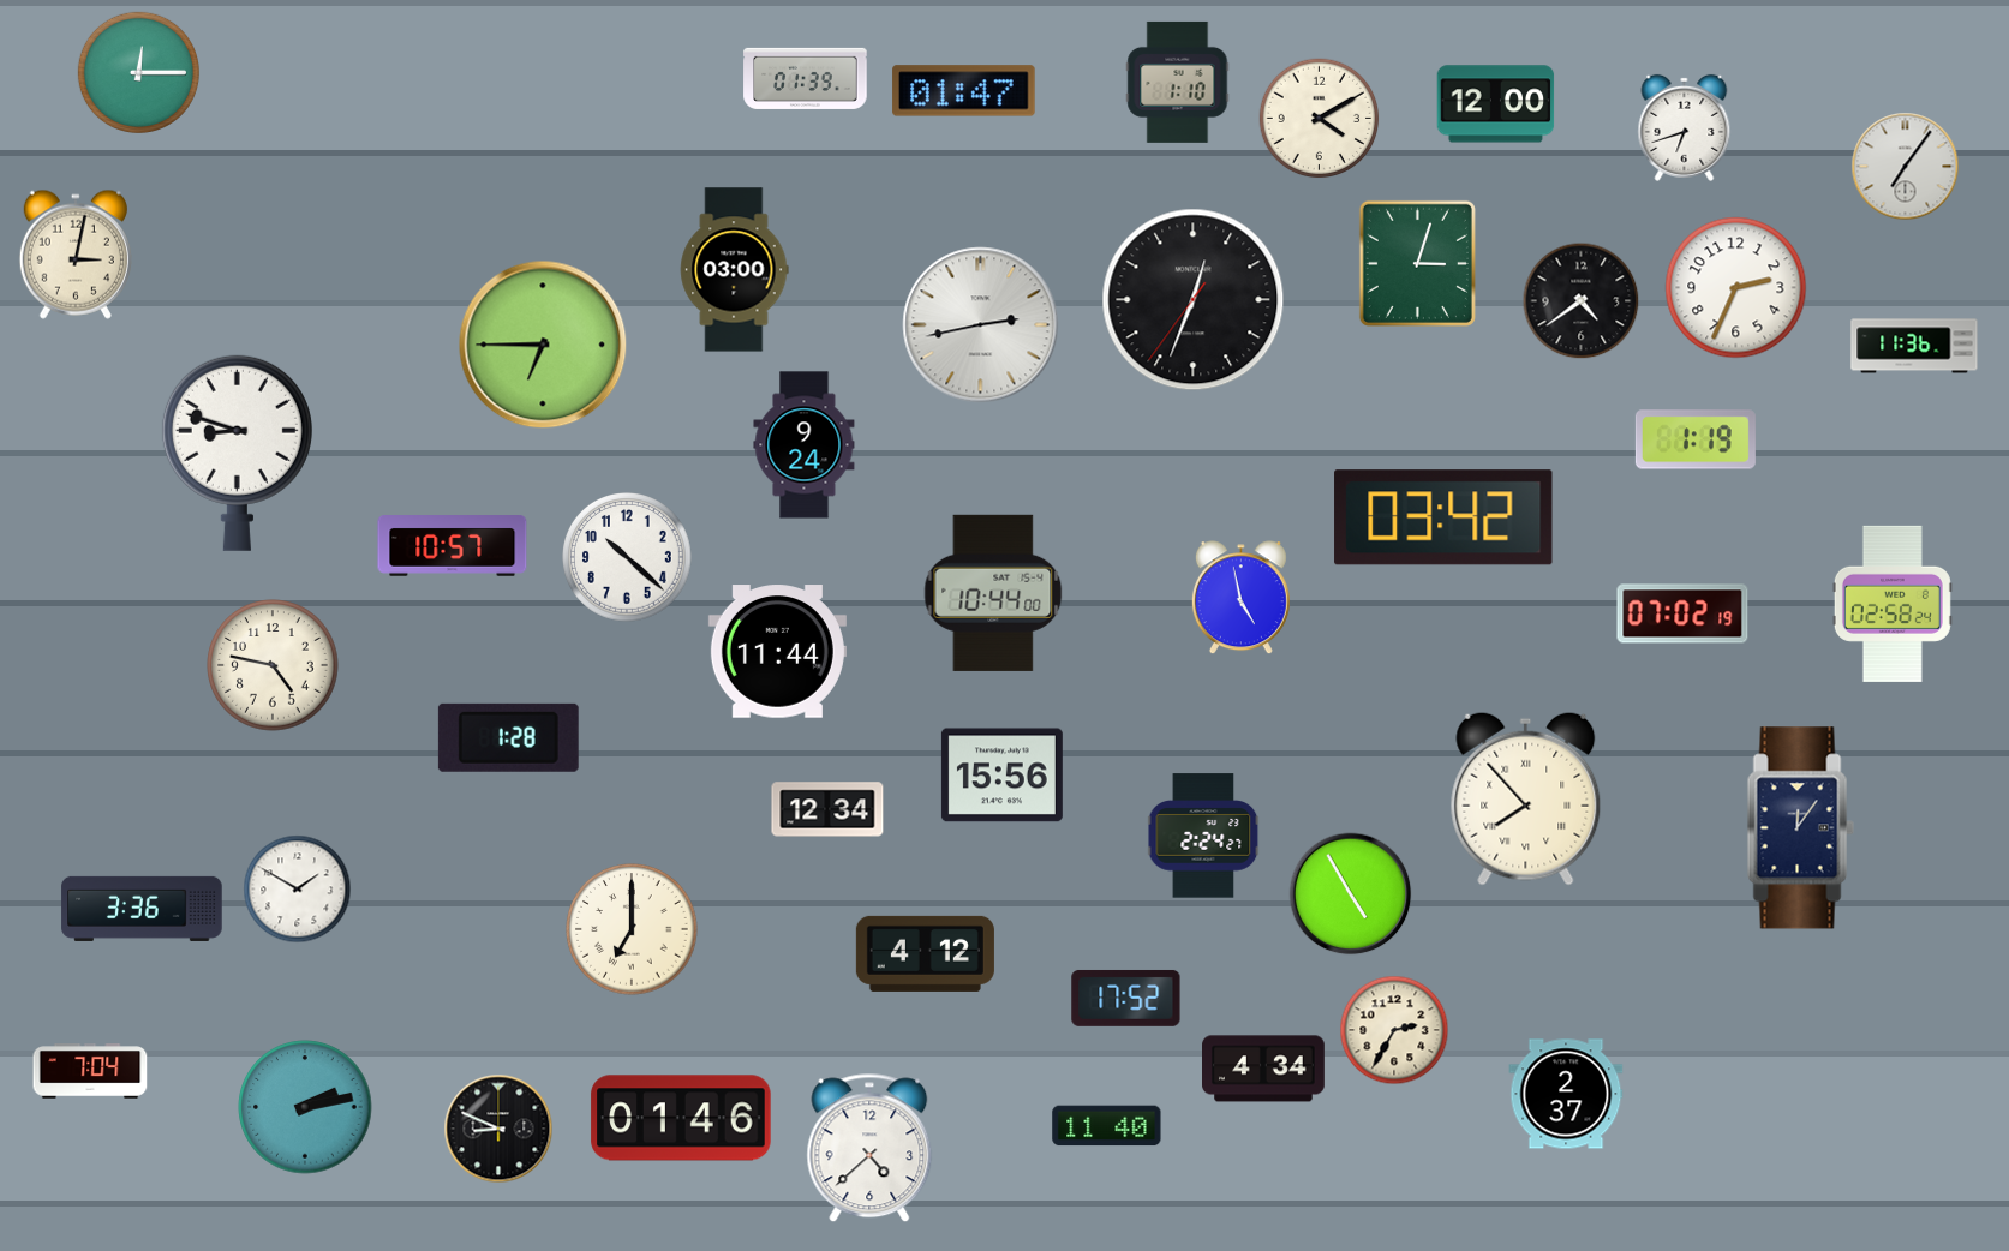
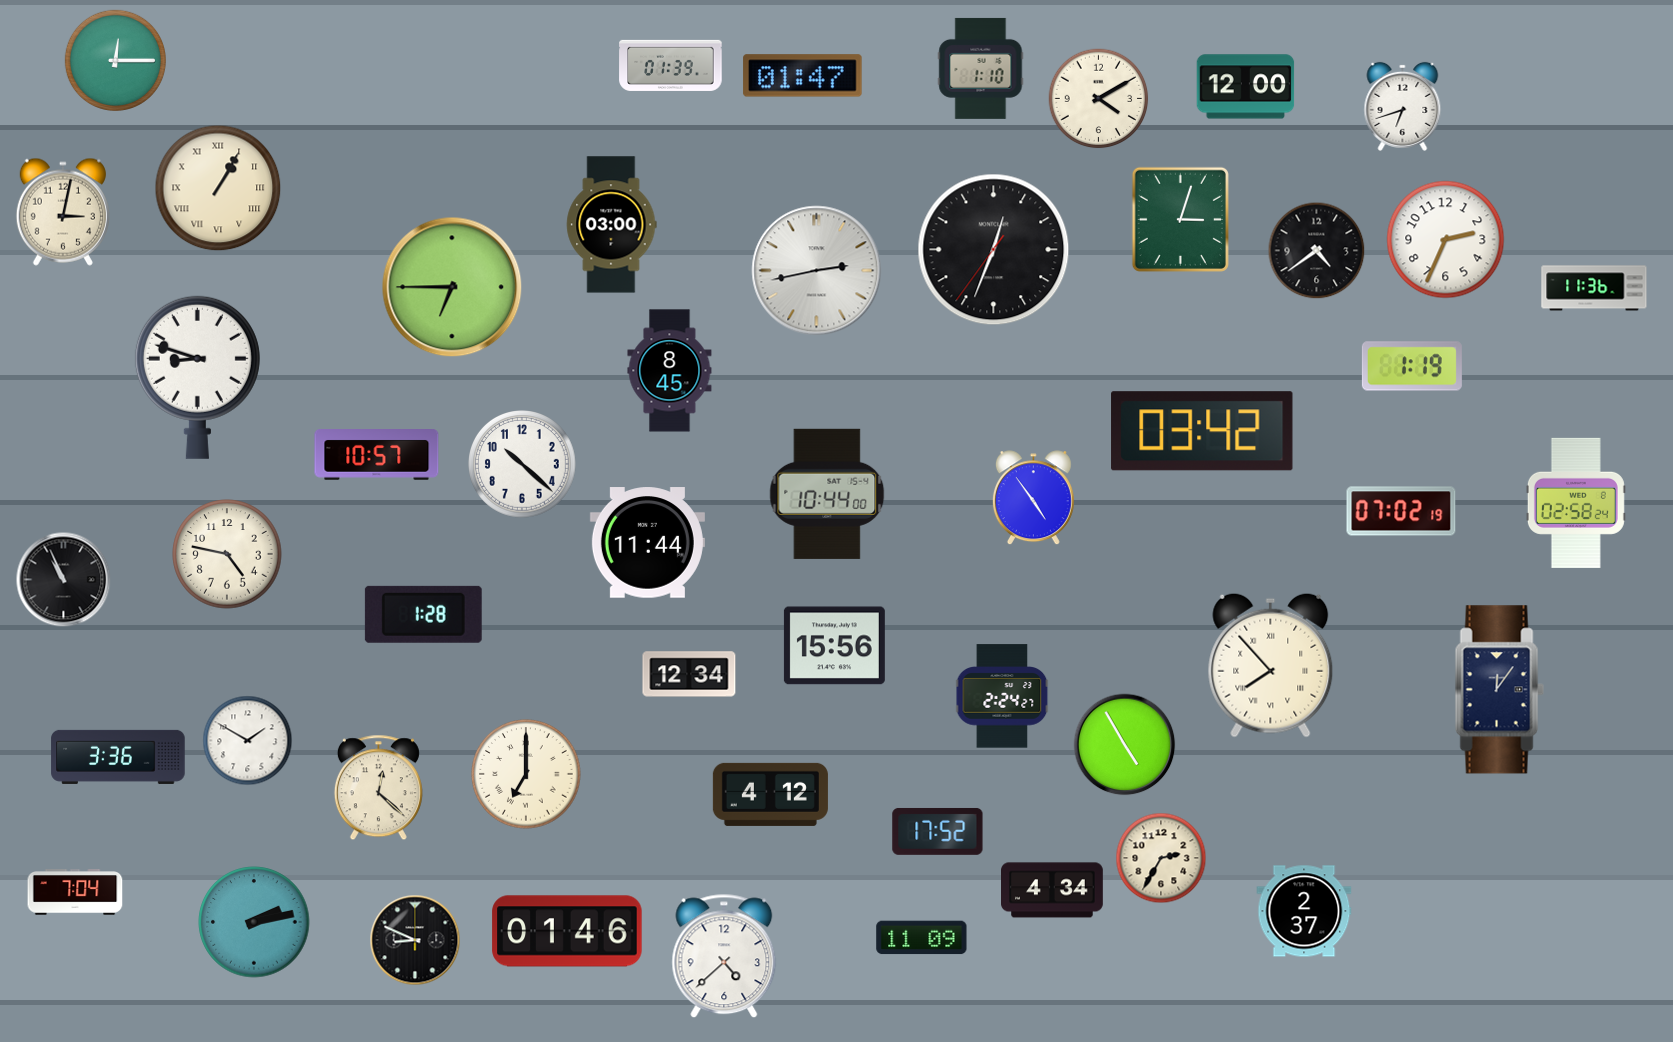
clock at (1906, 167): 7:06 -> none
clock at (218, 188): none -> 1:05
clock at (805, 445): 9:24 -> 8:45
clock at (1240, 598): 4:58 -> 4:54
clock at (64, 580): none -> 10:56
clock at (378, 788): none -> 12:22
clock at (1107, 1126): 11:40 -> 11:09
